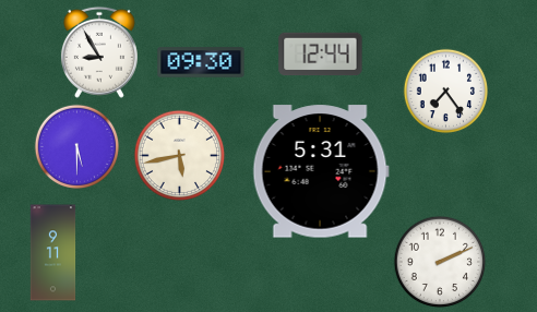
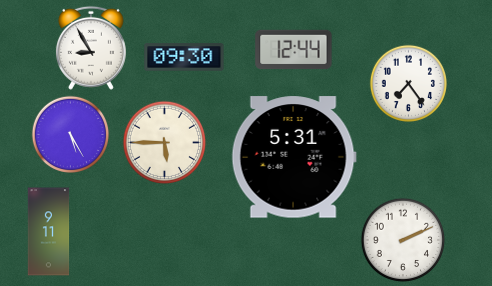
clock at (76, 146): 5:30 -> 5:25
clock at (179, 155): 5:43 -> 5:45
